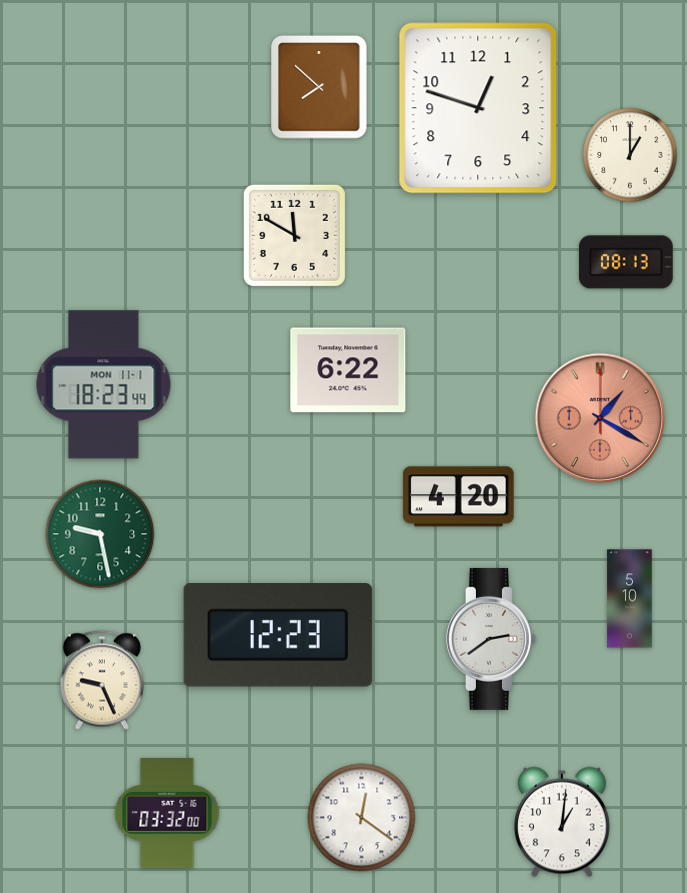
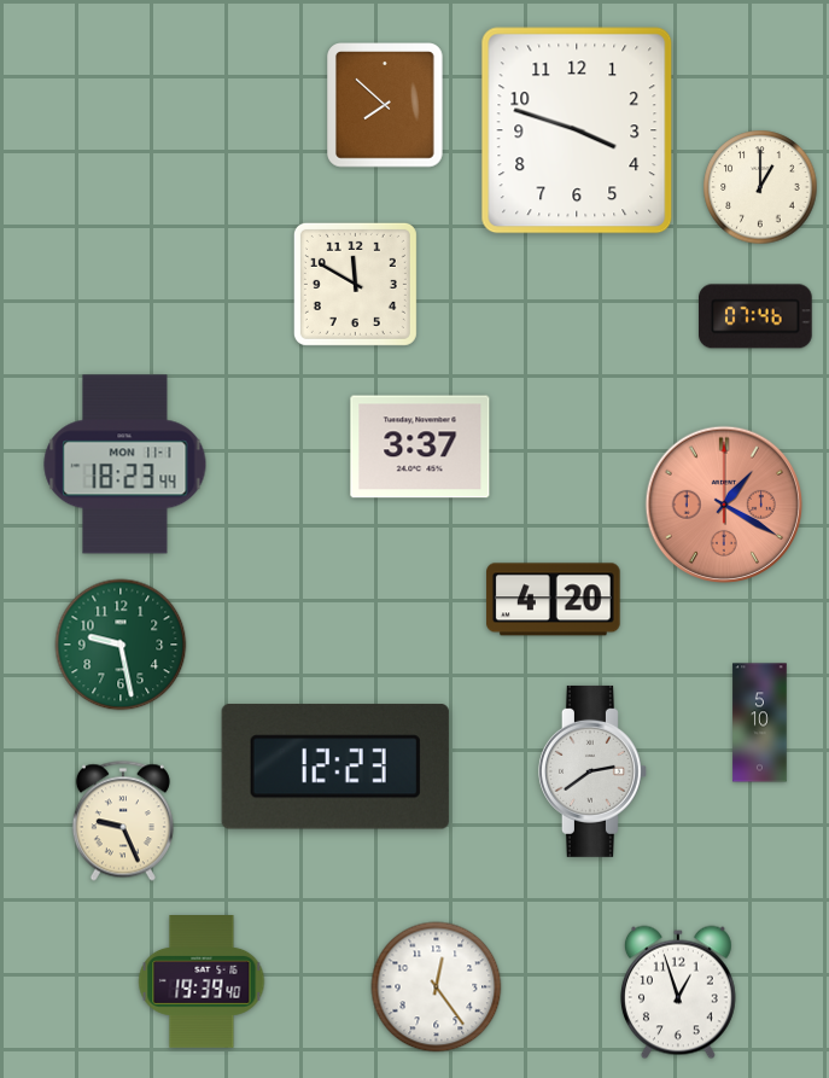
clock at (478, 108): 12:48 -> 3:48
clock at (627, 262): 08:13 -> 07:46
clock at (348, 370): 6:22 -> 3:37
clock at (167, 813): 03:32 -> 19:39
clock at (362, 818): 12:21 -> 12:24
clock at (562, 822): 1:01 -> 12:57
